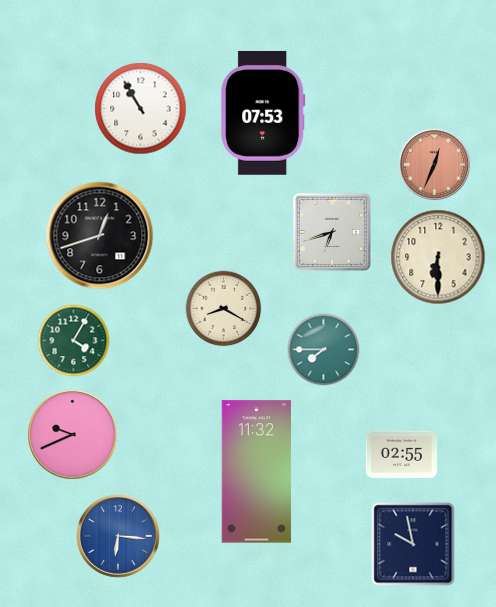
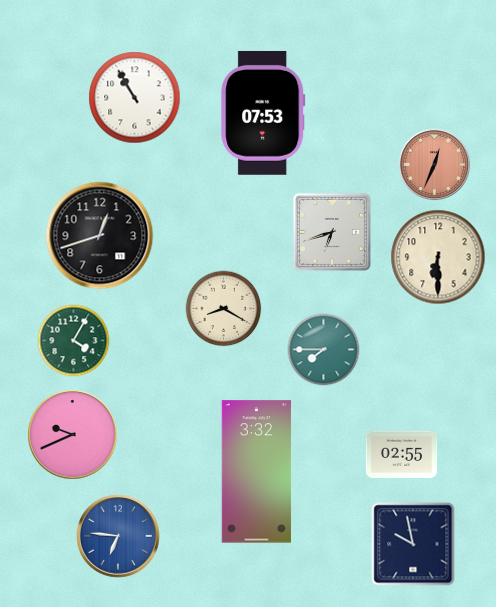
clock at (141, 109) position: (141, 109) -> (135, 98)
clock at (257, 472): 11:32 -> 3:32
clock at (119, 537): 6:16 -> 6:46
